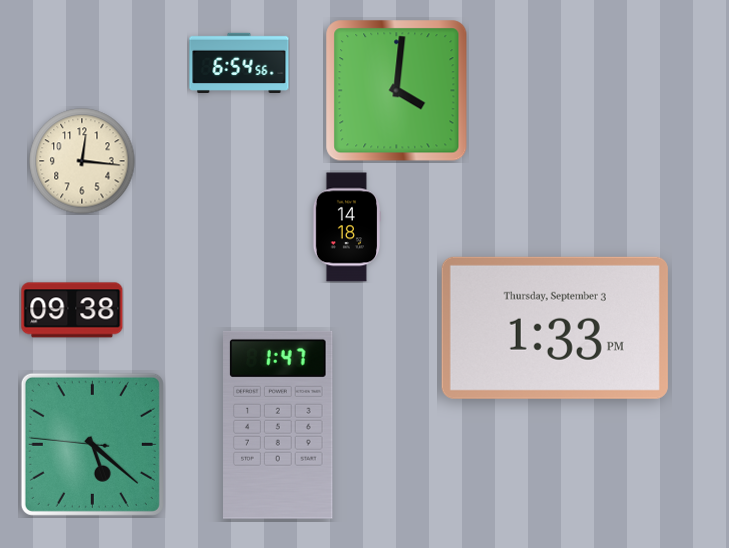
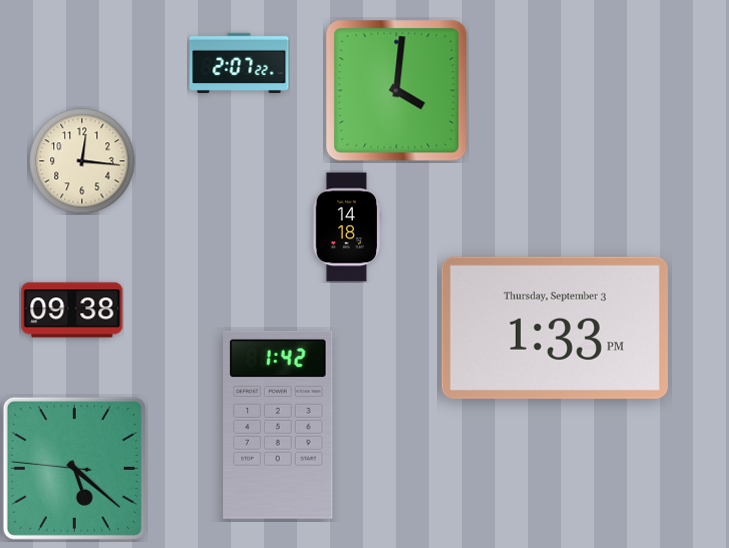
clock at (239, 63): 6:54 -> 2:07
clock at (279, 425): 1:47 -> 1:42
clock at (92, 444) position: (92, 444) -> (74, 468)
